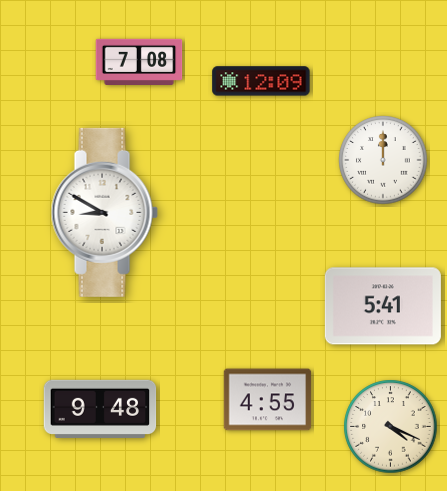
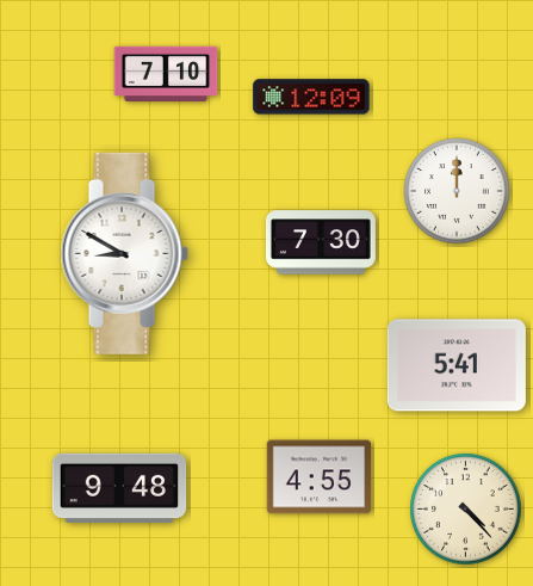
clock at (139, 61): 7:08 -> 7:10
clock at (321, 242): none -> 7:30
clock at (391, 427): 4:19 -> 4:23
